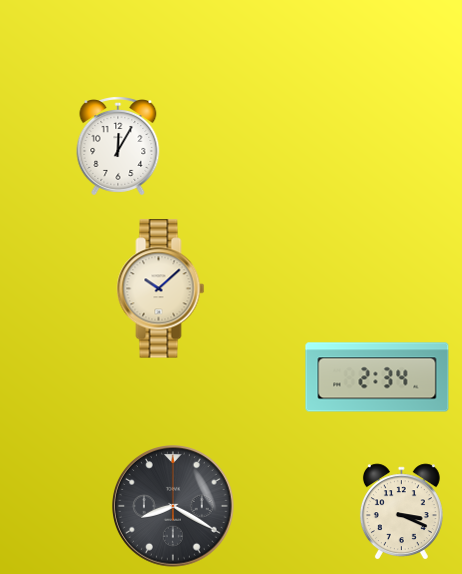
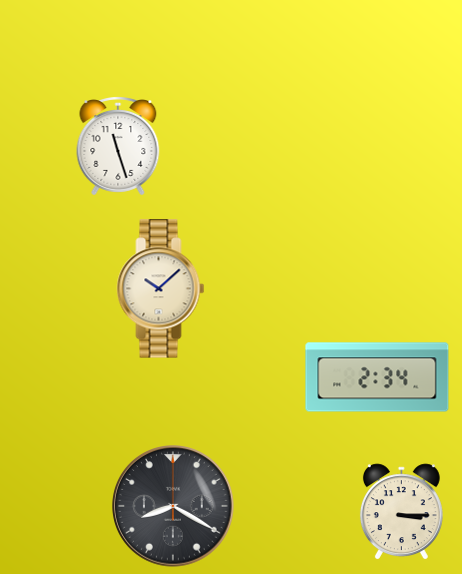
clock at (118, 147): 12:05 -> 11:27
clock at (401, 512): 3:19 -> 3:15
